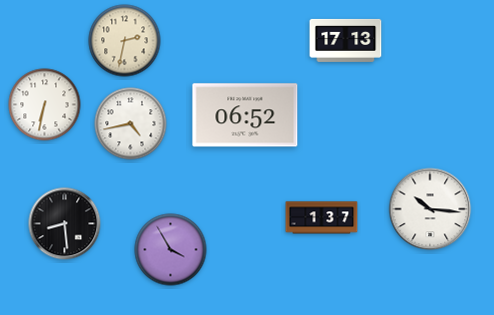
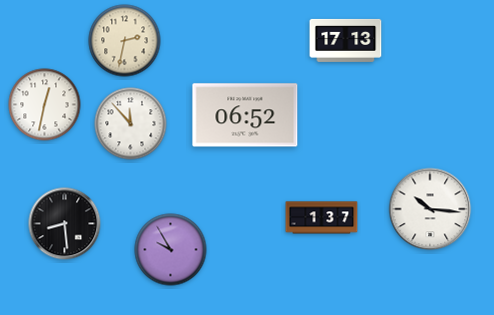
clock at (45, 105): 6:32 -> 12:32
clock at (131, 124): 4:43 -> 11:53
clock at (171, 250): 3:55 -> 9:55
